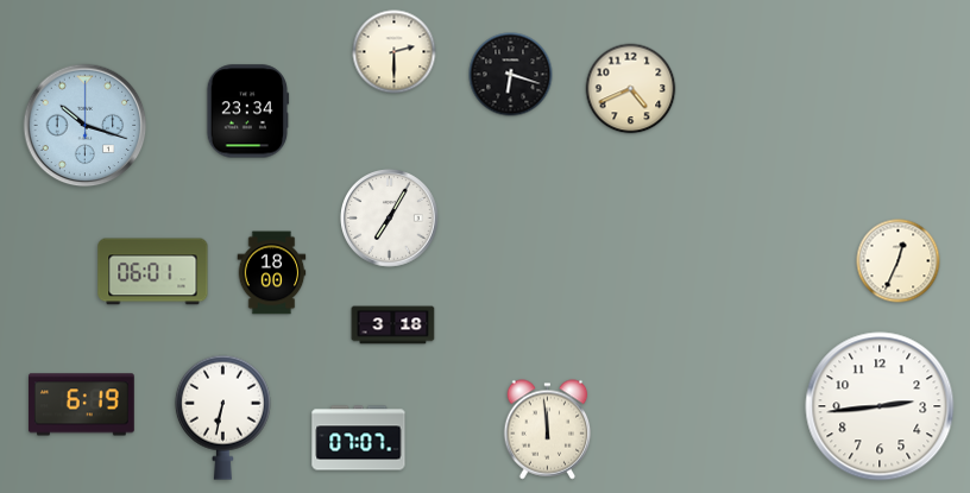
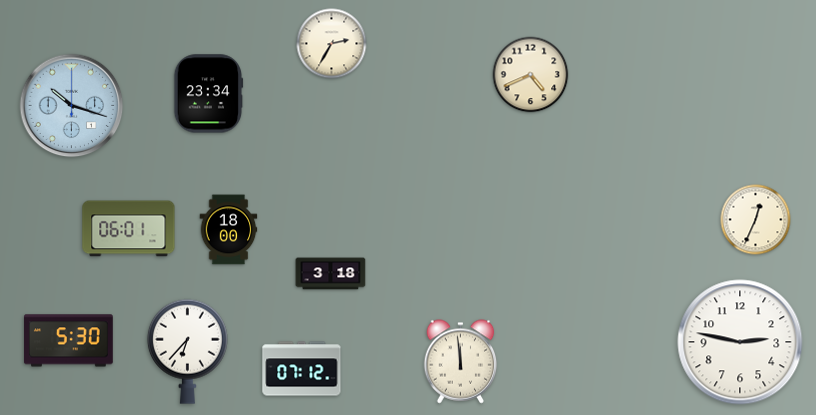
clock at (395, 52): 2:30 -> 2:35
clock at (511, 75): 6:18 -> none
clock at (390, 219): 7:05 -> none
clock at (81, 405): 6:19 -> 5:30
clock at (880, 406): 2:44 -> 2:47
clock at (222, 417): 6:32 -> 6:37
clock at (359, 438): 07:07 -> 07:12
